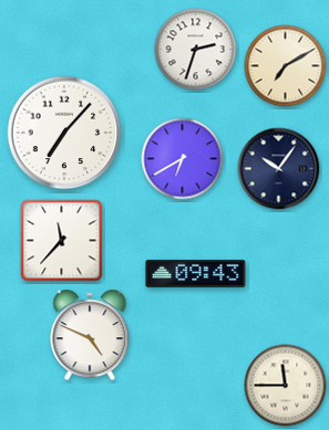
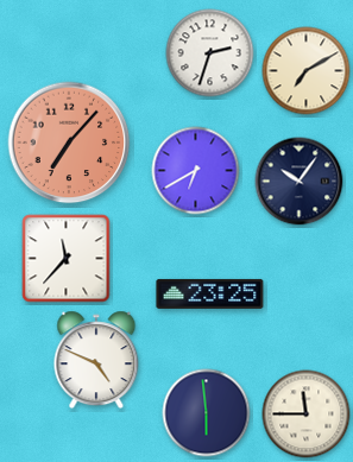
clock at (64, 133) dial: white -> salmon
clock at (196, 273): 09:43 -> 23:25
clock at (207, 413): none -> 5:59
